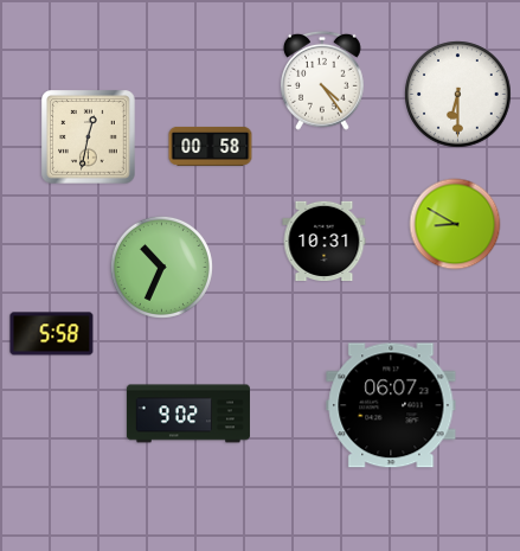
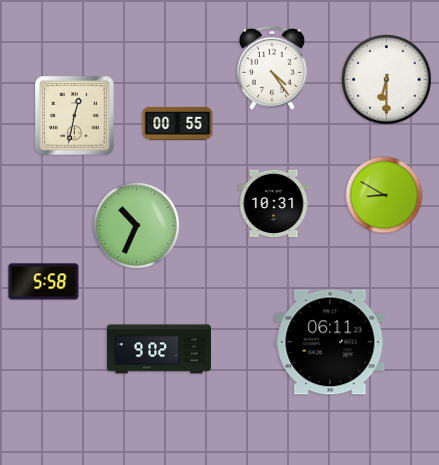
clock at (211, 146): 00:58 -> 00:55
clock at (455, 224) position: (455, 224) -> (384, 195)
clock at (391, 405): 06:07 -> 06:11
